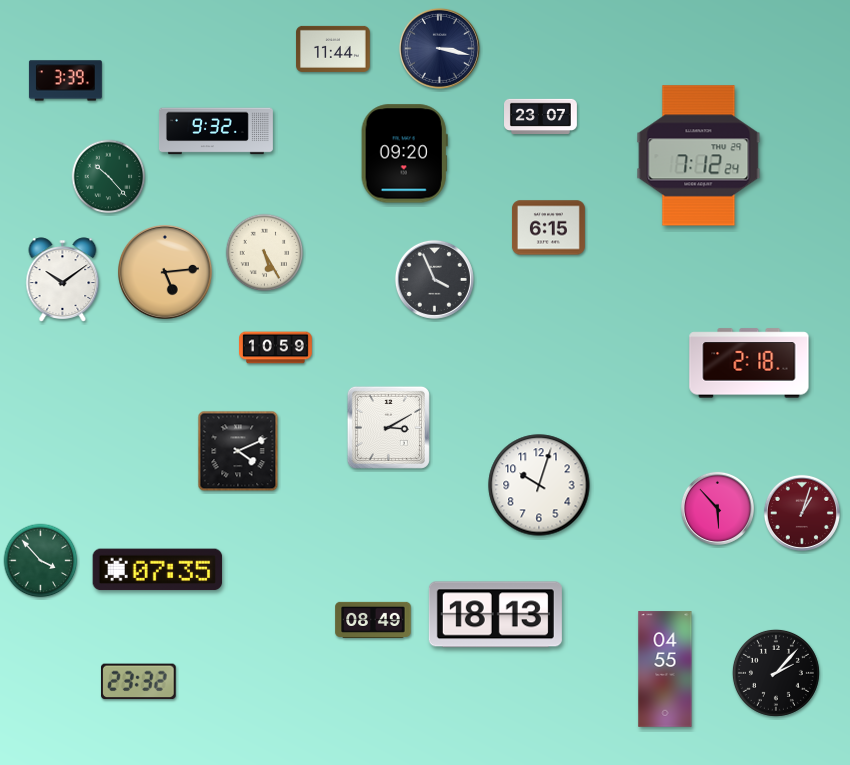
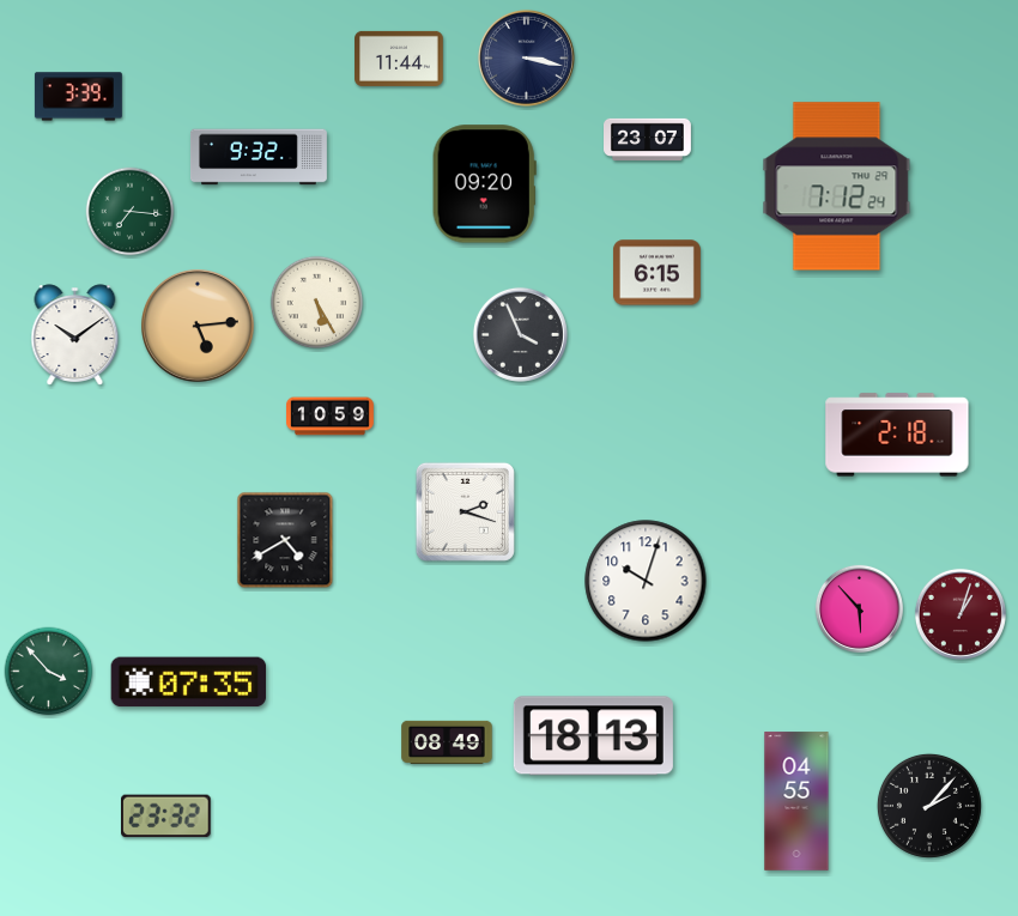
clock at (109, 177): 10:23 -> 7:16
clock at (388, 427): 3:10 -> 2:18
clock at (238, 451): 4:11 -> 4:40
